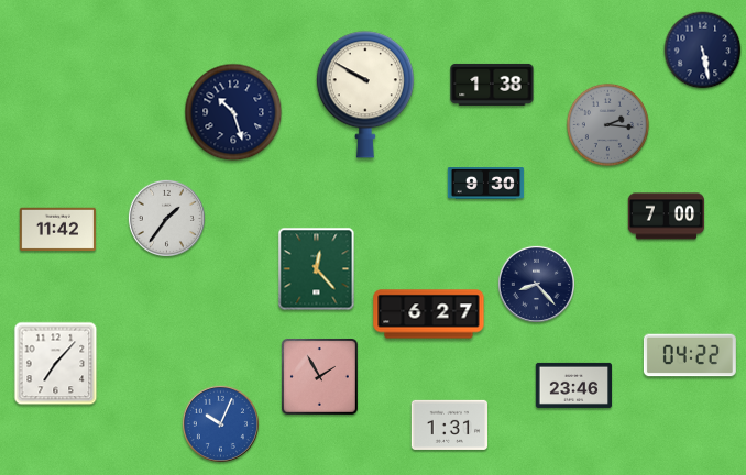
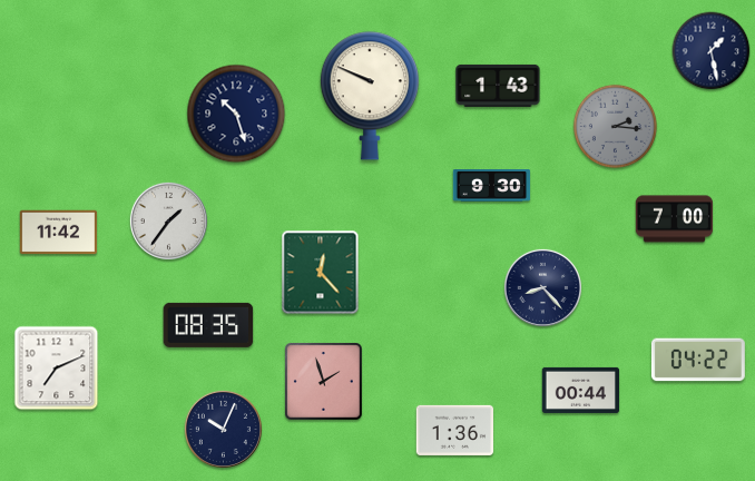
clock at (703, 51): 5:28 -> 1:28
clock at (492, 85): 1:38 -> 1:43
clock at (365, 95): 9:50 -> 9:49
clock at (429, 314): 6:27 -> none
clock at (208, 325): none -> 08:35
clock at (56, 364): 7:07 -> 7:11
clock at (320, 377): 1:55 -> 1:57
clock at (574, 385): 23:46 -> 00:44
clock at (220, 423) dial: blue -> navy
clock at (450, 424): 1:31 -> 1:36
